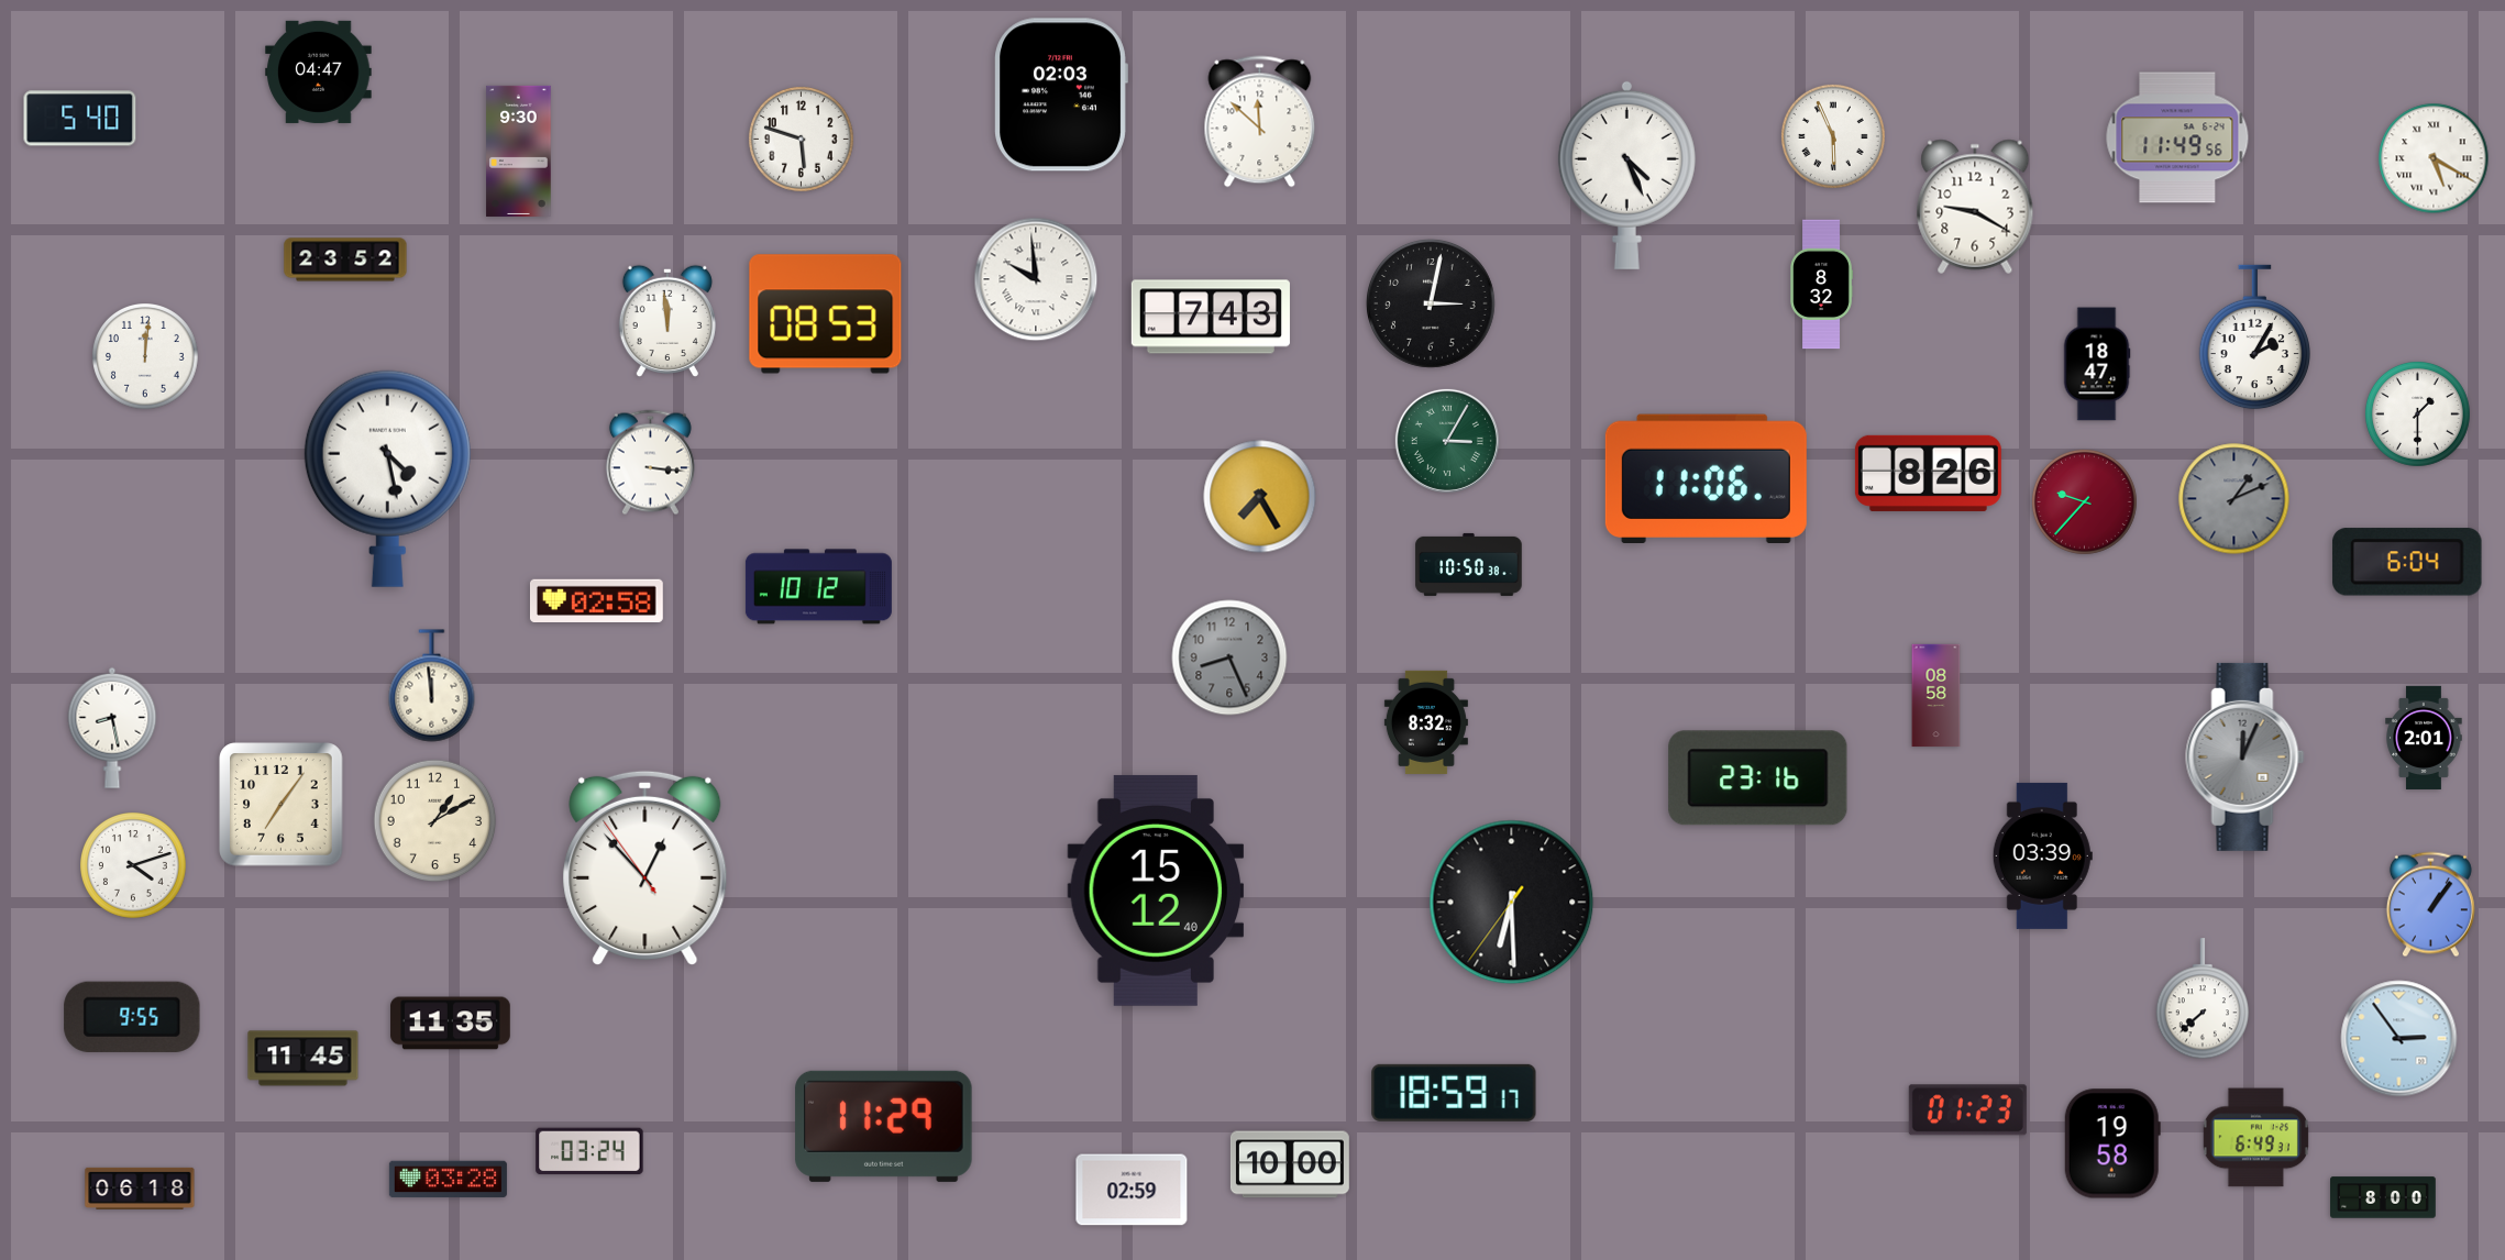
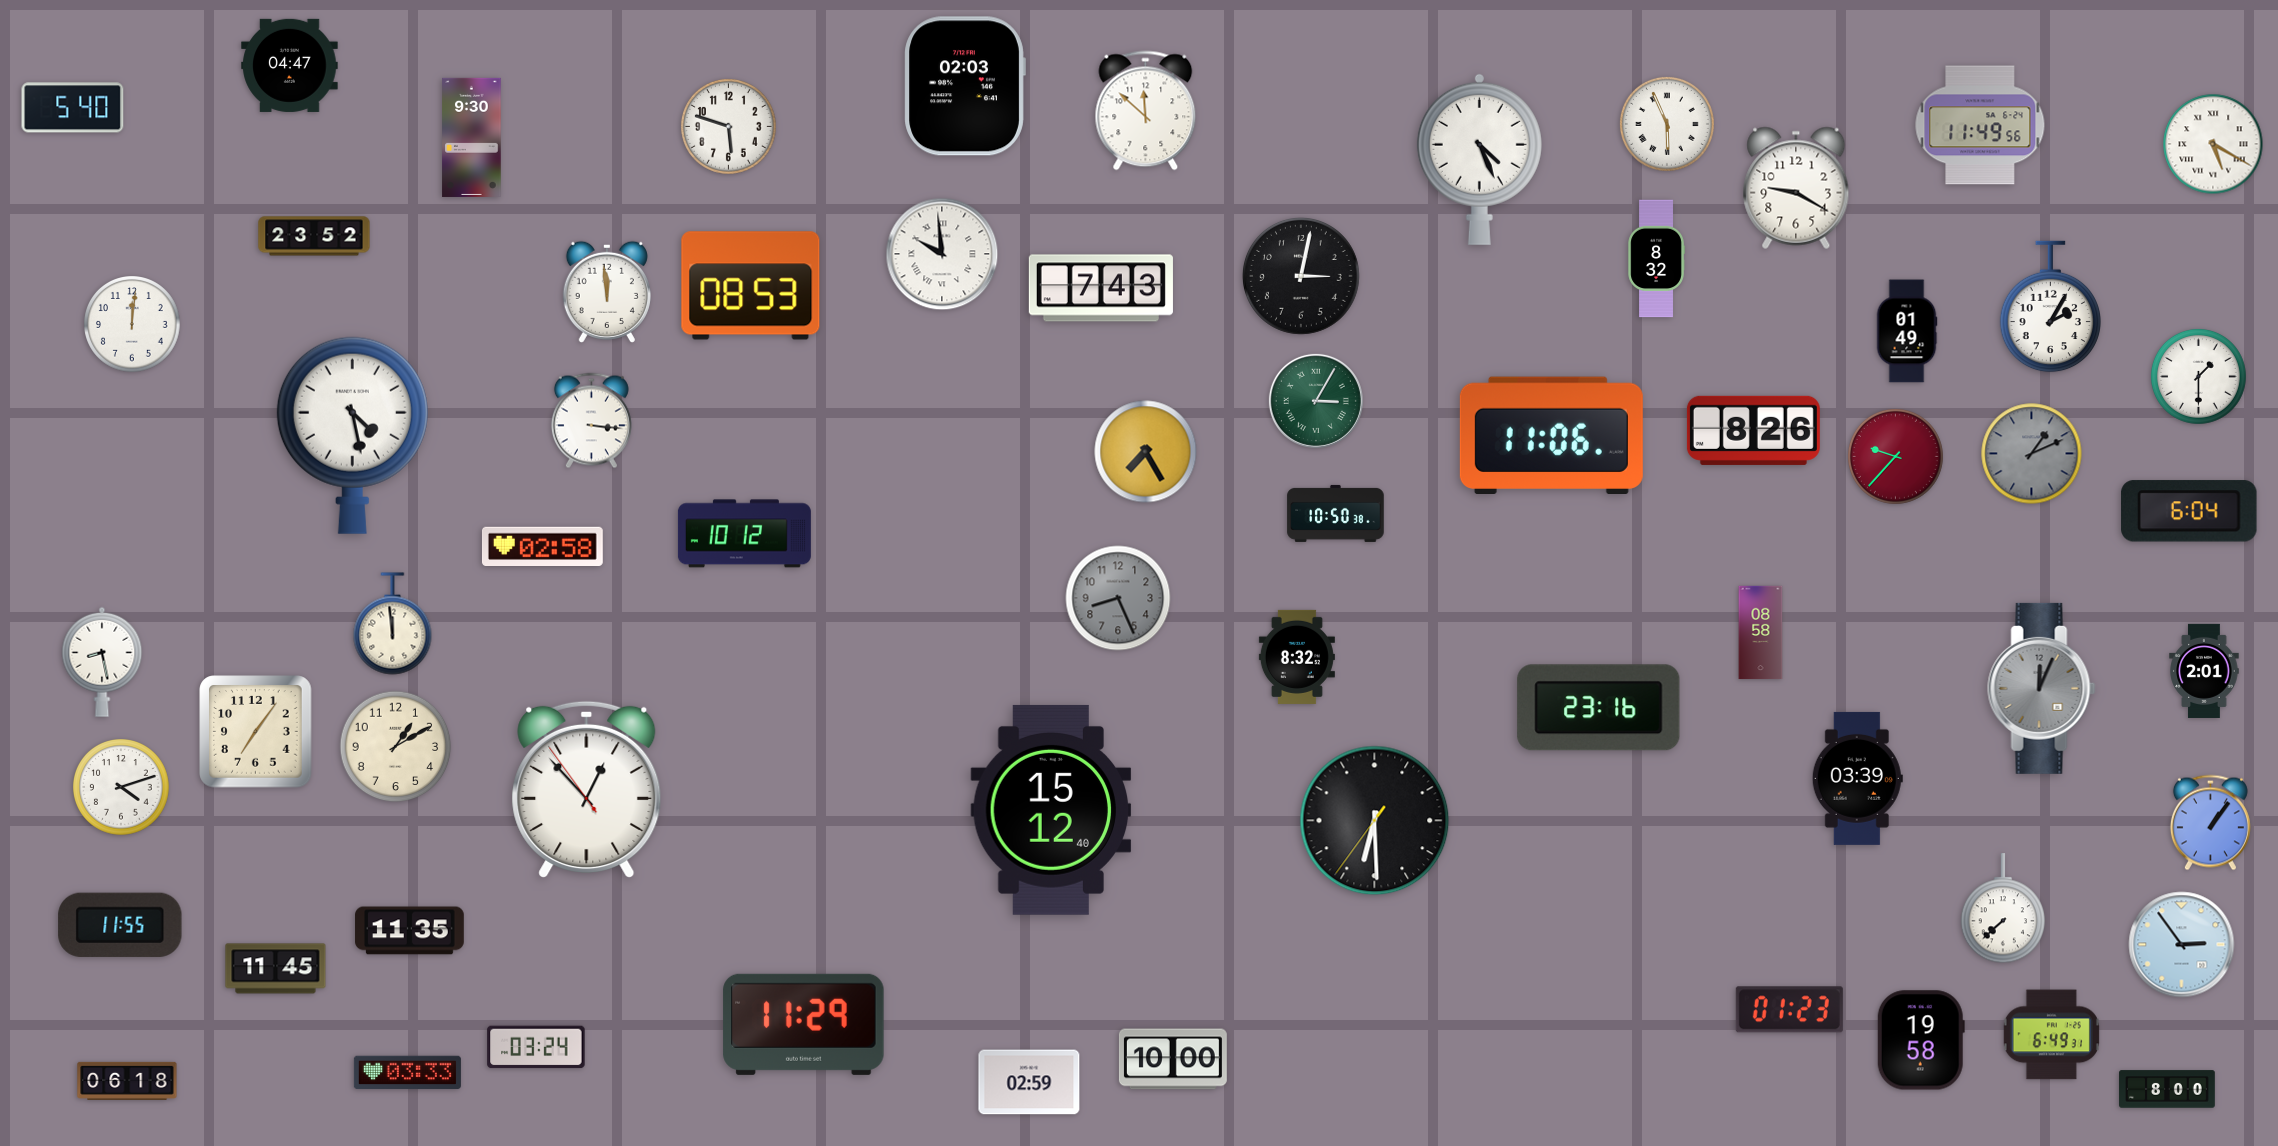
clock at (2097, 364): 18:47 -> 01:49
clock at (132, 1017): 9:55 -> 11:55
clock at (304, 1059) position: (304, 1059) -> (276, 969)
clock at (1454, 1093): 18:59 -> none
clock at (448, 1180): 03:28 -> 03:33
